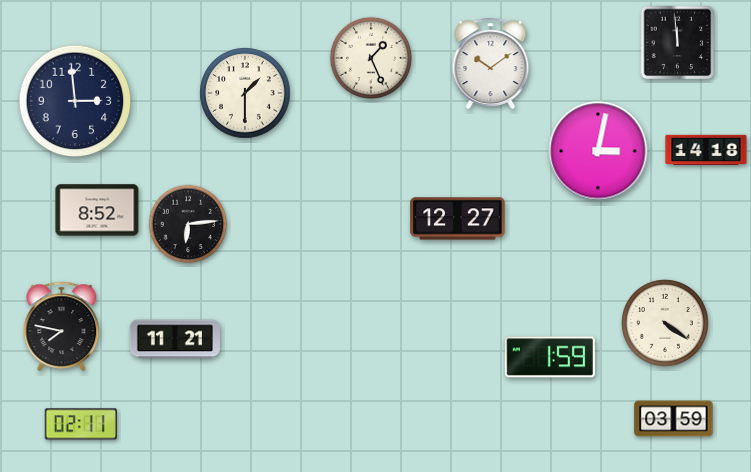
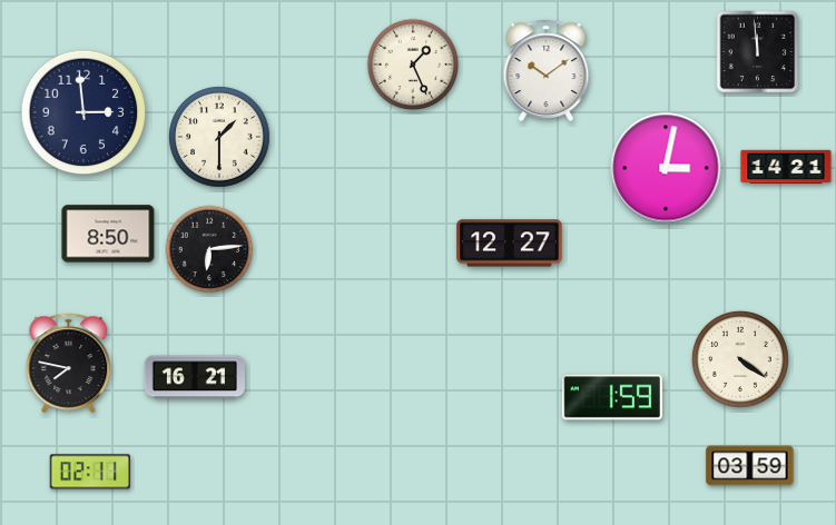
clock at (678, 43) position: (678, 43) -> (758, 52)
clock at (245, 93) position: (245, 93) -> (219, 137)
clock at (706, 150): 14:18 -> 14:21
clock at (97, 210): 8:52 -> 8:50
clock at (175, 339): 11:21 -> 16:21
